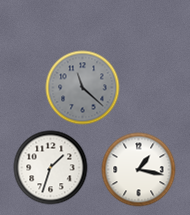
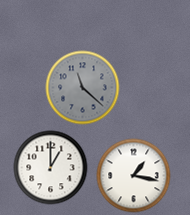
clock at (51, 168): 1:33 -> 1:00
clock at (139, 170) position: (139, 170) -> (134, 176)
